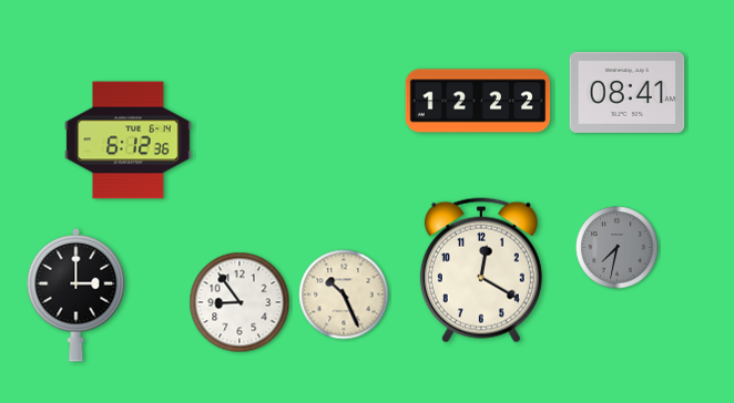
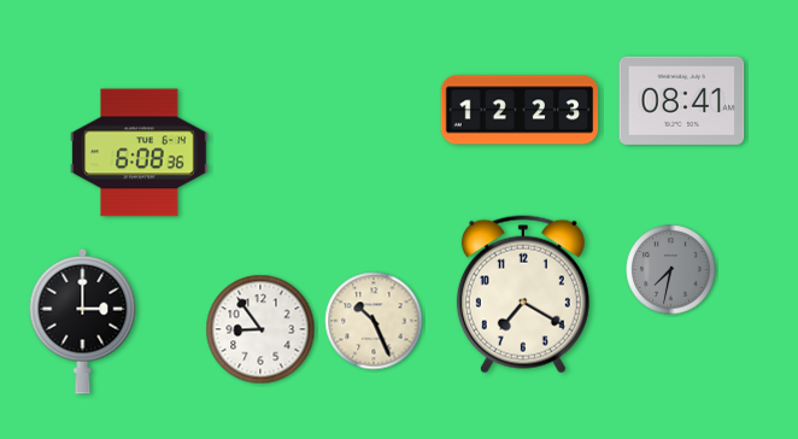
clock at (478, 101): 12:22 -> 12:23
clock at (129, 141): 6:12 -> 6:08
clock at (481, 270): 12:20 -> 7:20
